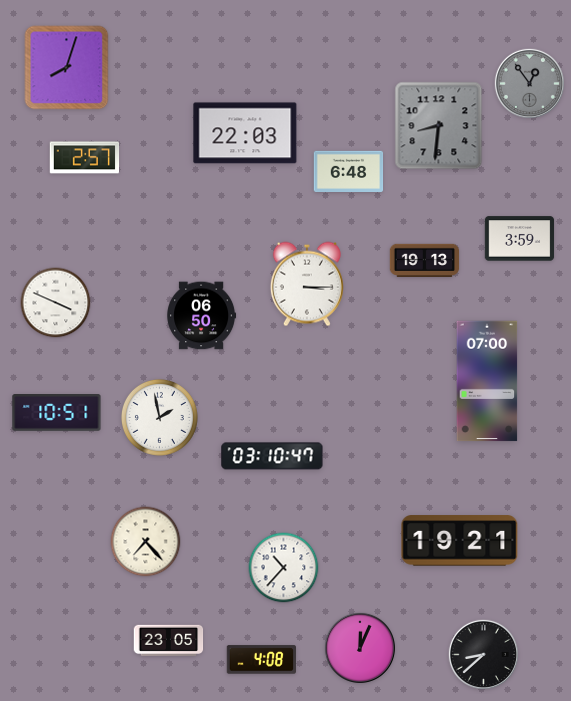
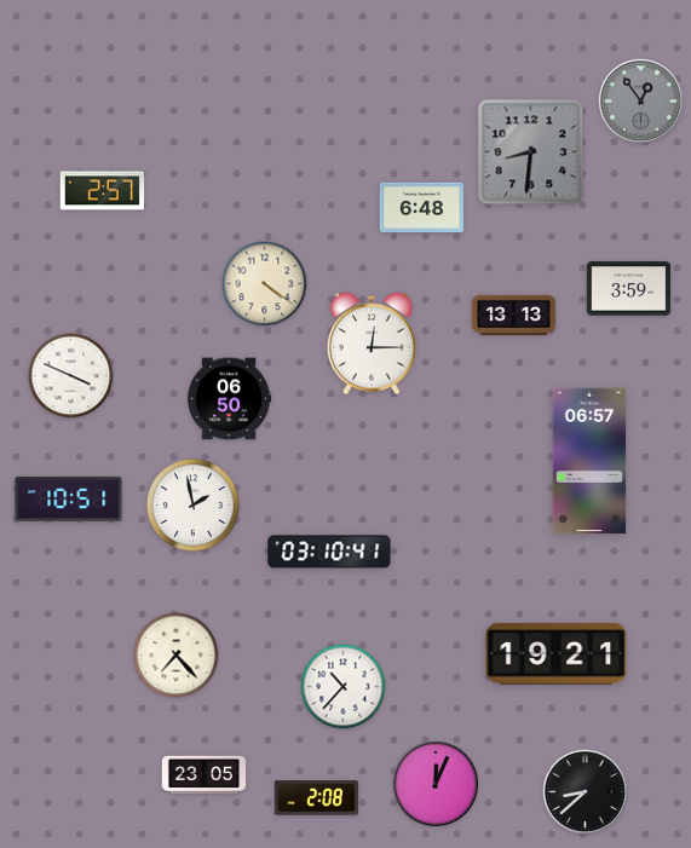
clock at (67, 68): 8:03 -> none
clock at (245, 133): 22:03 -> none
clock at (265, 284): none -> 4:21
clock at (425, 260): 19:13 -> 13:13
clock at (307, 284): 3:15 -> 12:15
clock at (56, 303) position: (56, 303) -> (71, 376)
clock at (202, 316) position: (202, 316) -> (230, 399)
clock at (487, 381): 07:00 -> 06:57
clock at (272, 456): 03:10:47 -> 03:10:41
clock at (262, 660): 4:08 -> 2:08
